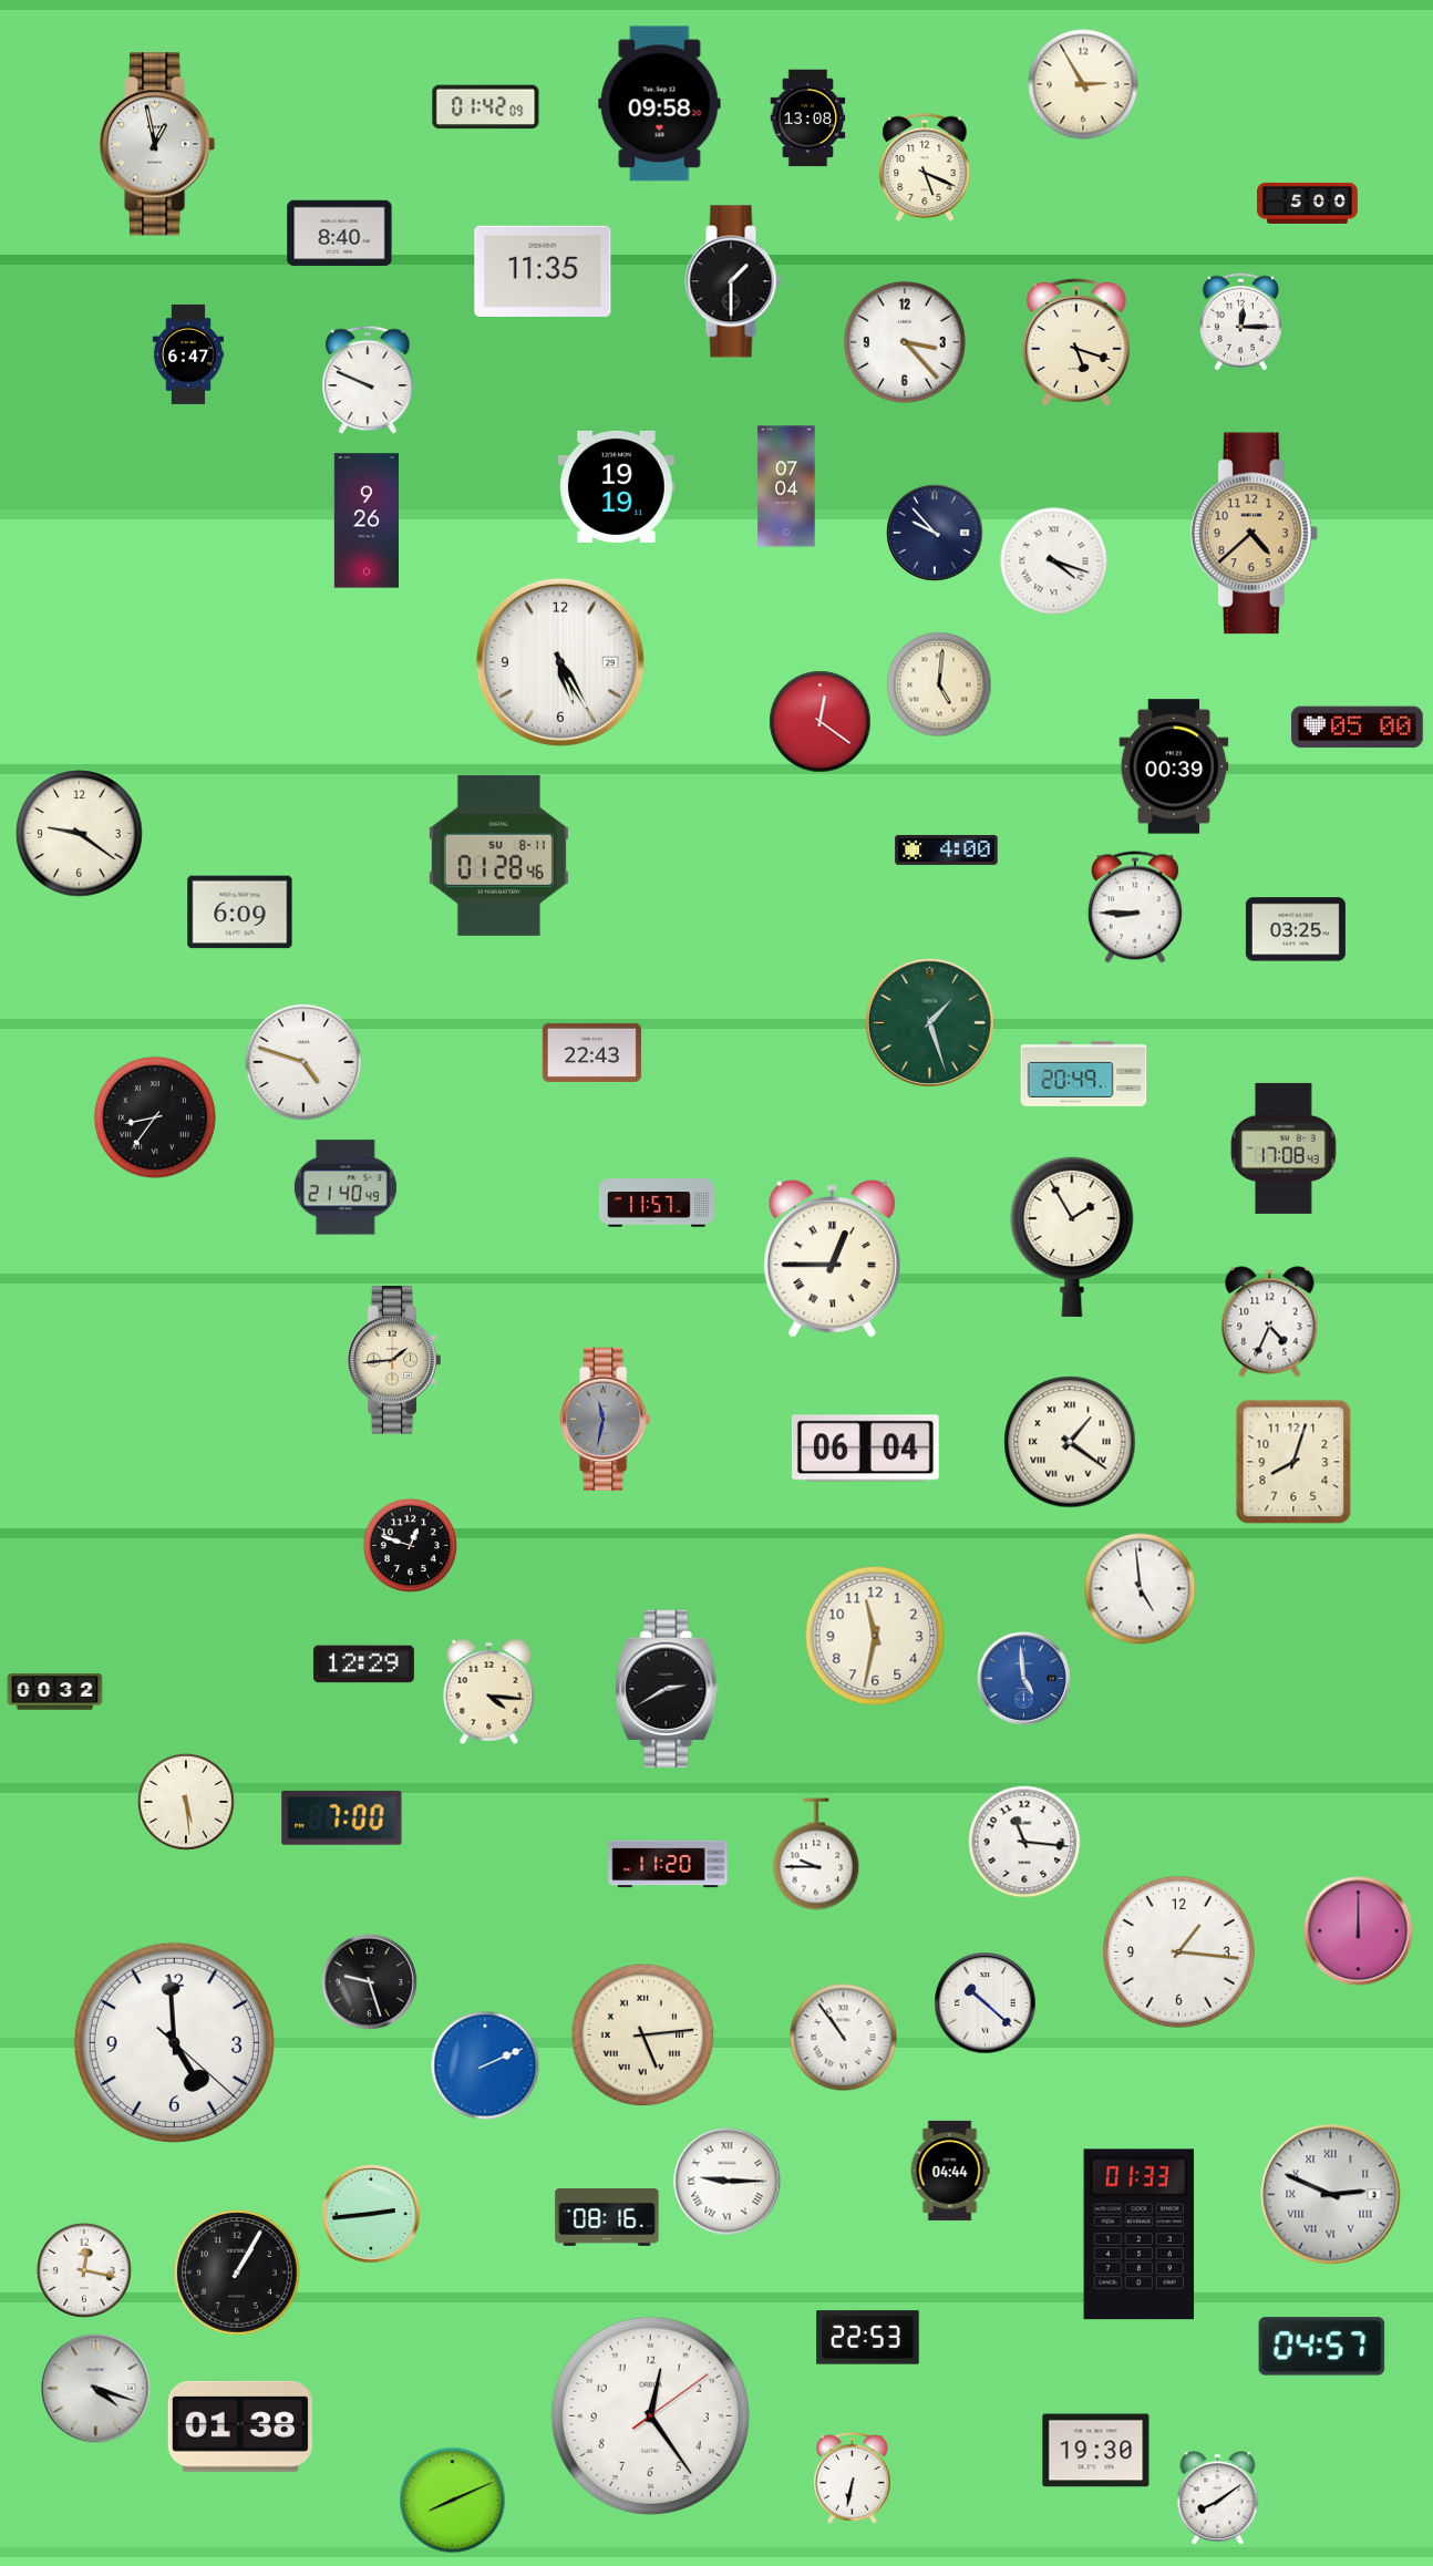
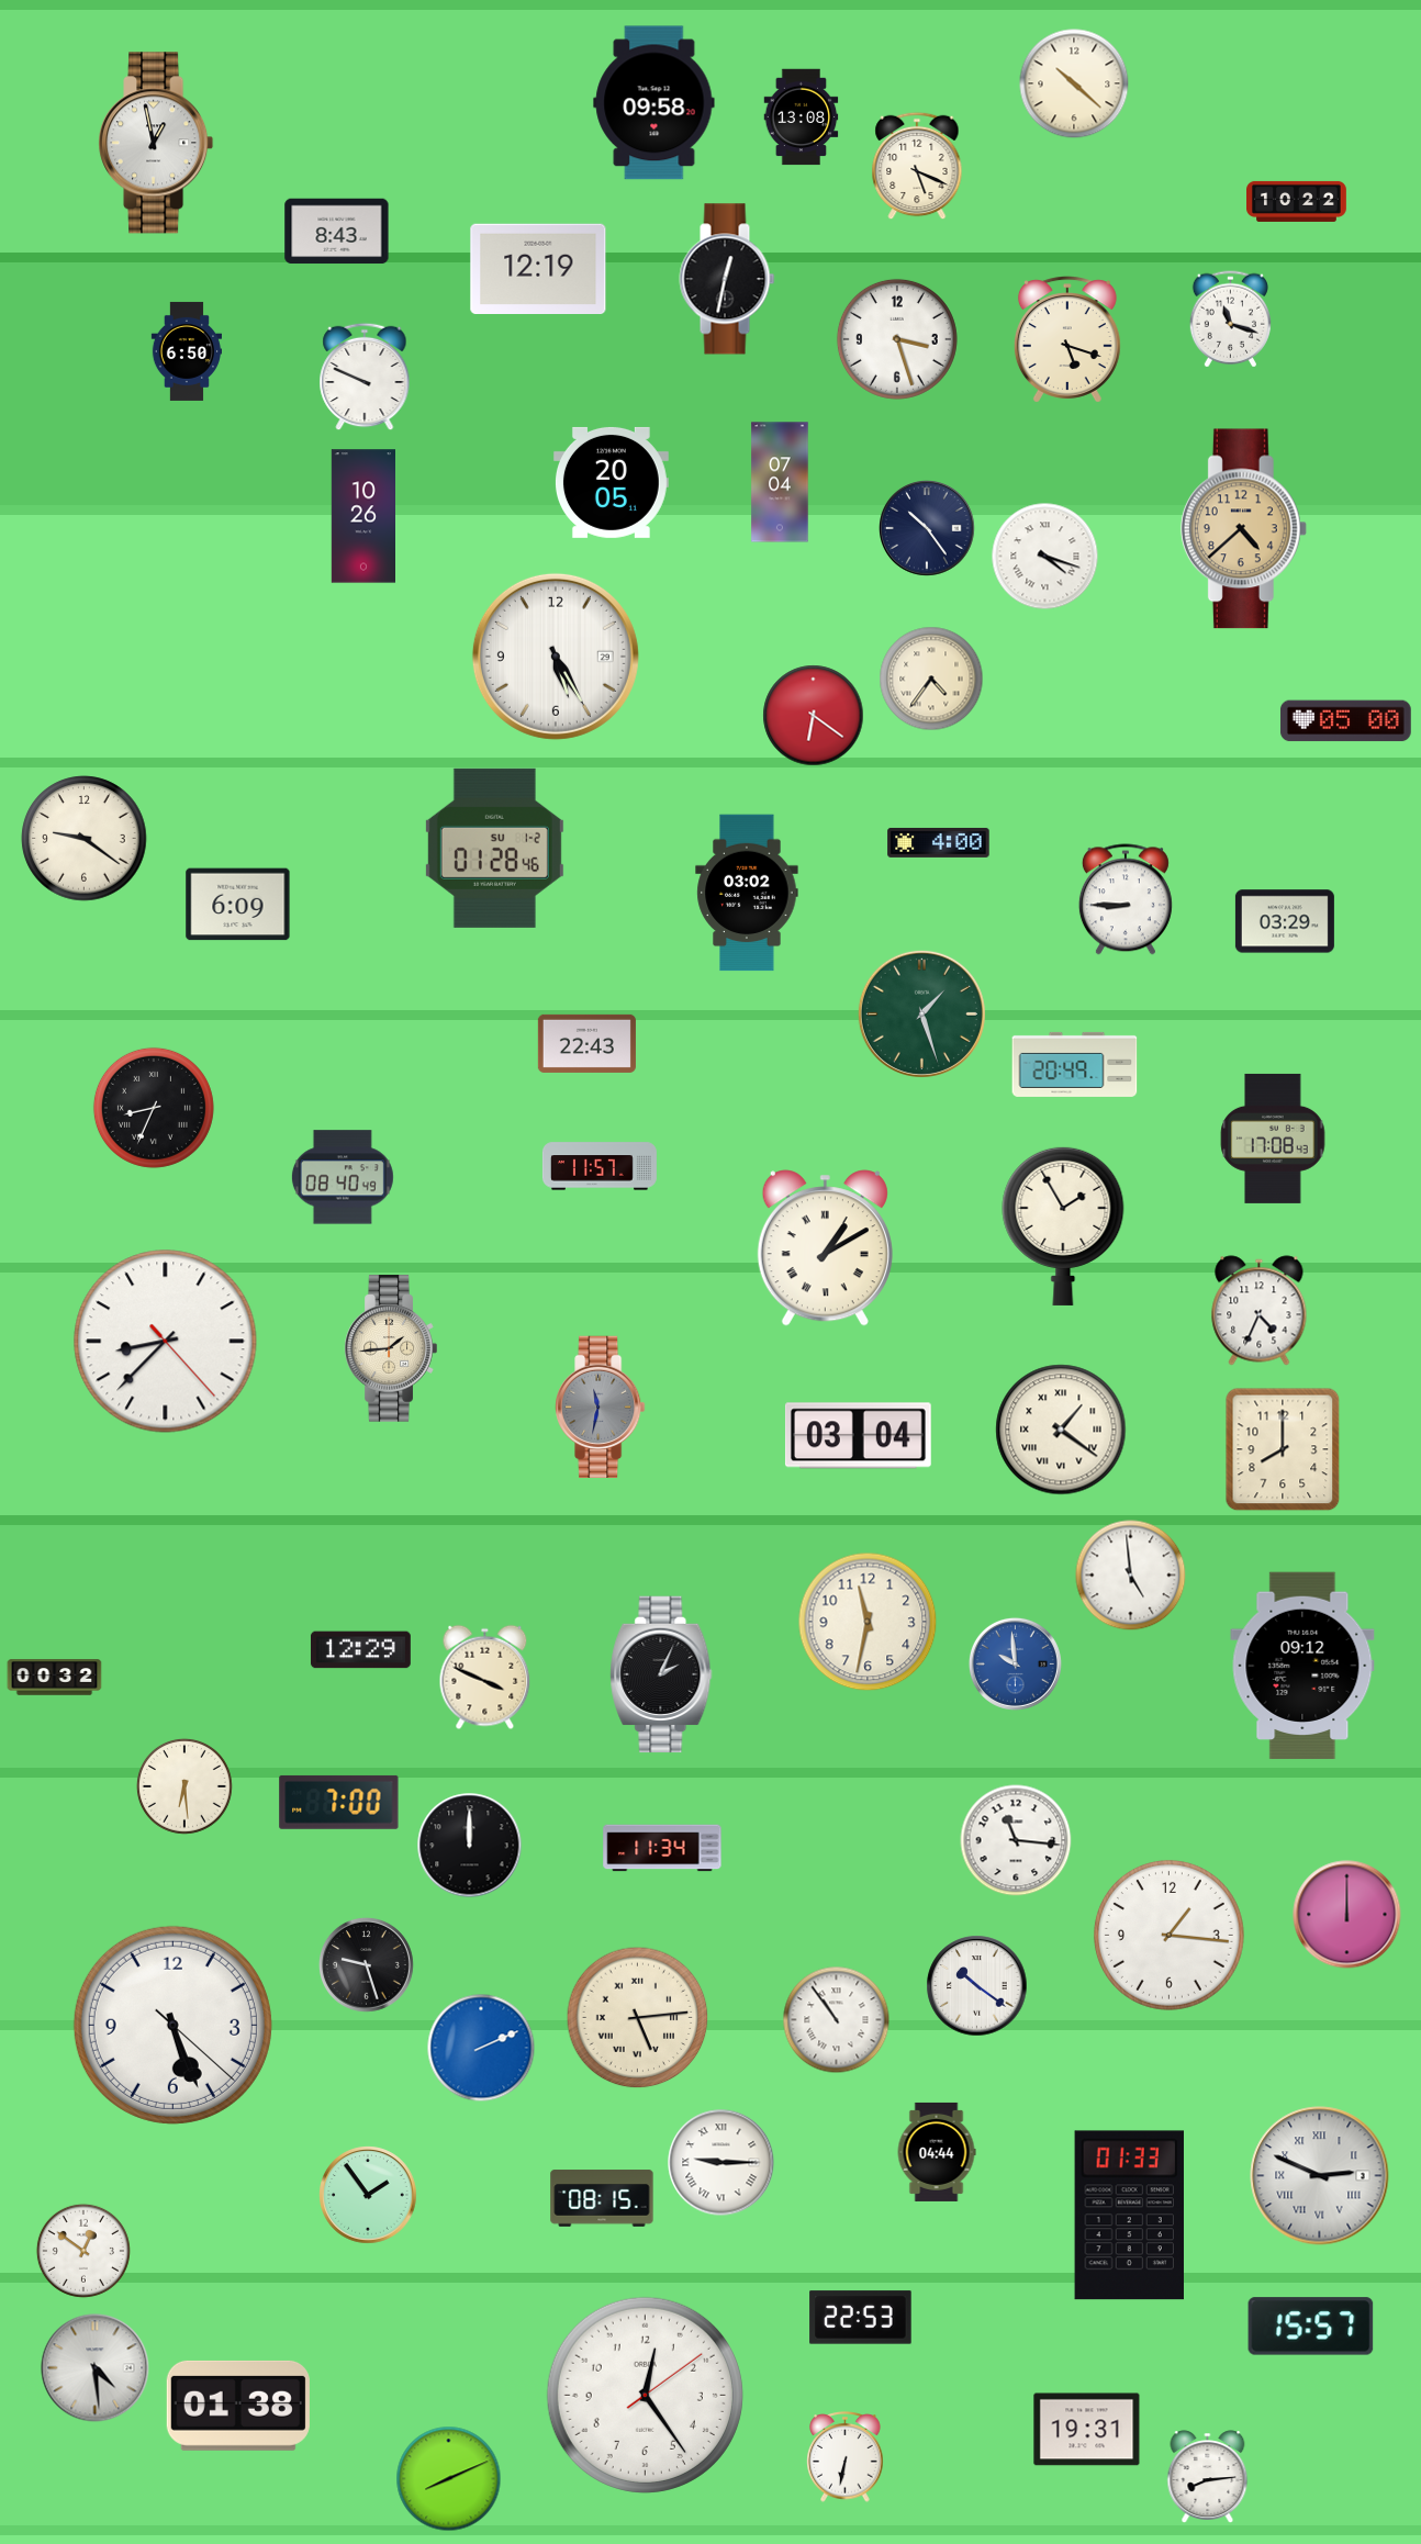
clock at (1083, 84): 2:55 -> 10:22
clock at (486, 107): 01:42 -> none
clock at (1308, 203): 5:00 -> 10:22
clock at (340, 234): 8:40 -> 8:43
clock at (543, 270): 11:35 -> 12:19
clock at (733, 281): 1:30 -> 12:32
clock at (1240, 322): 12:15 -> 11:18
clock at (905, 342): 3:23 -> 3:27
clock at (188, 354): 6:47 -> 6:50
clock at (616, 486): 19:19 -> 20:05
clock at (365, 521): 9:26 -> 10:26
clock at (936, 534): 9:53 -> 10:24
clock at (939, 684): 5:01 -> 4:36
clock at (821, 722): 12:21 -> 6:21
clock at (1174, 766): 00:39 -> none
clock at (80, 834) position: (80, 834) -> (85, 839)
clock at (498, 855) date: SU 8-11 -> SU 1-2
clock at (747, 893): none -> 03:02
clock at (1296, 929): 03:25 -> 03:29
clock at (303, 1062): 4:48 -> none
clock at (155, 1117): 8:36 -> 8:34
clock at (346, 1187): 21:40 -> 08:40
clock at (657, 1203) position: (657, 1203) -> (600, 1166)
clock at (832, 1259): 12:45 -> 1:10
clock at (166, 1342): none -> 8:37
clock at (865, 1449): 06:04 -> 03:04
clock at (1293, 1462): 8:03 -> 8:00
clock at (410, 1545): 12:48 -> none
clock at (1023, 1678): 4:59 -> 9:59
clock at (1302, 1666): none -> 09:12
clock at (667, 1689): 2:40 -> 2:04
clock at (489, 1692): 4:16 -> 3:49
clock at (186, 1802): 5:29 -> 6:29
clock at (1024, 1842) position: (1024, 1842) -> (1016, 1840)
clock at (816, 1854): 9:45 -> none
clock at (470, 1846): none -> 12:00
clock at (668, 1864): 11:20 -> 11:34
clock at (986, 2003): 10:22 -> 10:21
clock at (174, 2042): 4:59 -> 5:26
clock at (950, 2171) position: (950, 2171) -> (937, 2152)
clock at (371, 2214): 2:44 -> 1:54
clock at (607, 2217): 08:16 -> 08:15
clock at (84, 2270): 12:17 -> 12:51
clock at (237, 2273): 1:05 -> none
clock at (1322, 2347): 04:57 -> 15:57
clock at (96, 2389): 4:18 -> 4:29
clock at (1096, 2451): 19:30 -> 19:31
clock at (1218, 2497): 8:09 -> 8:14
